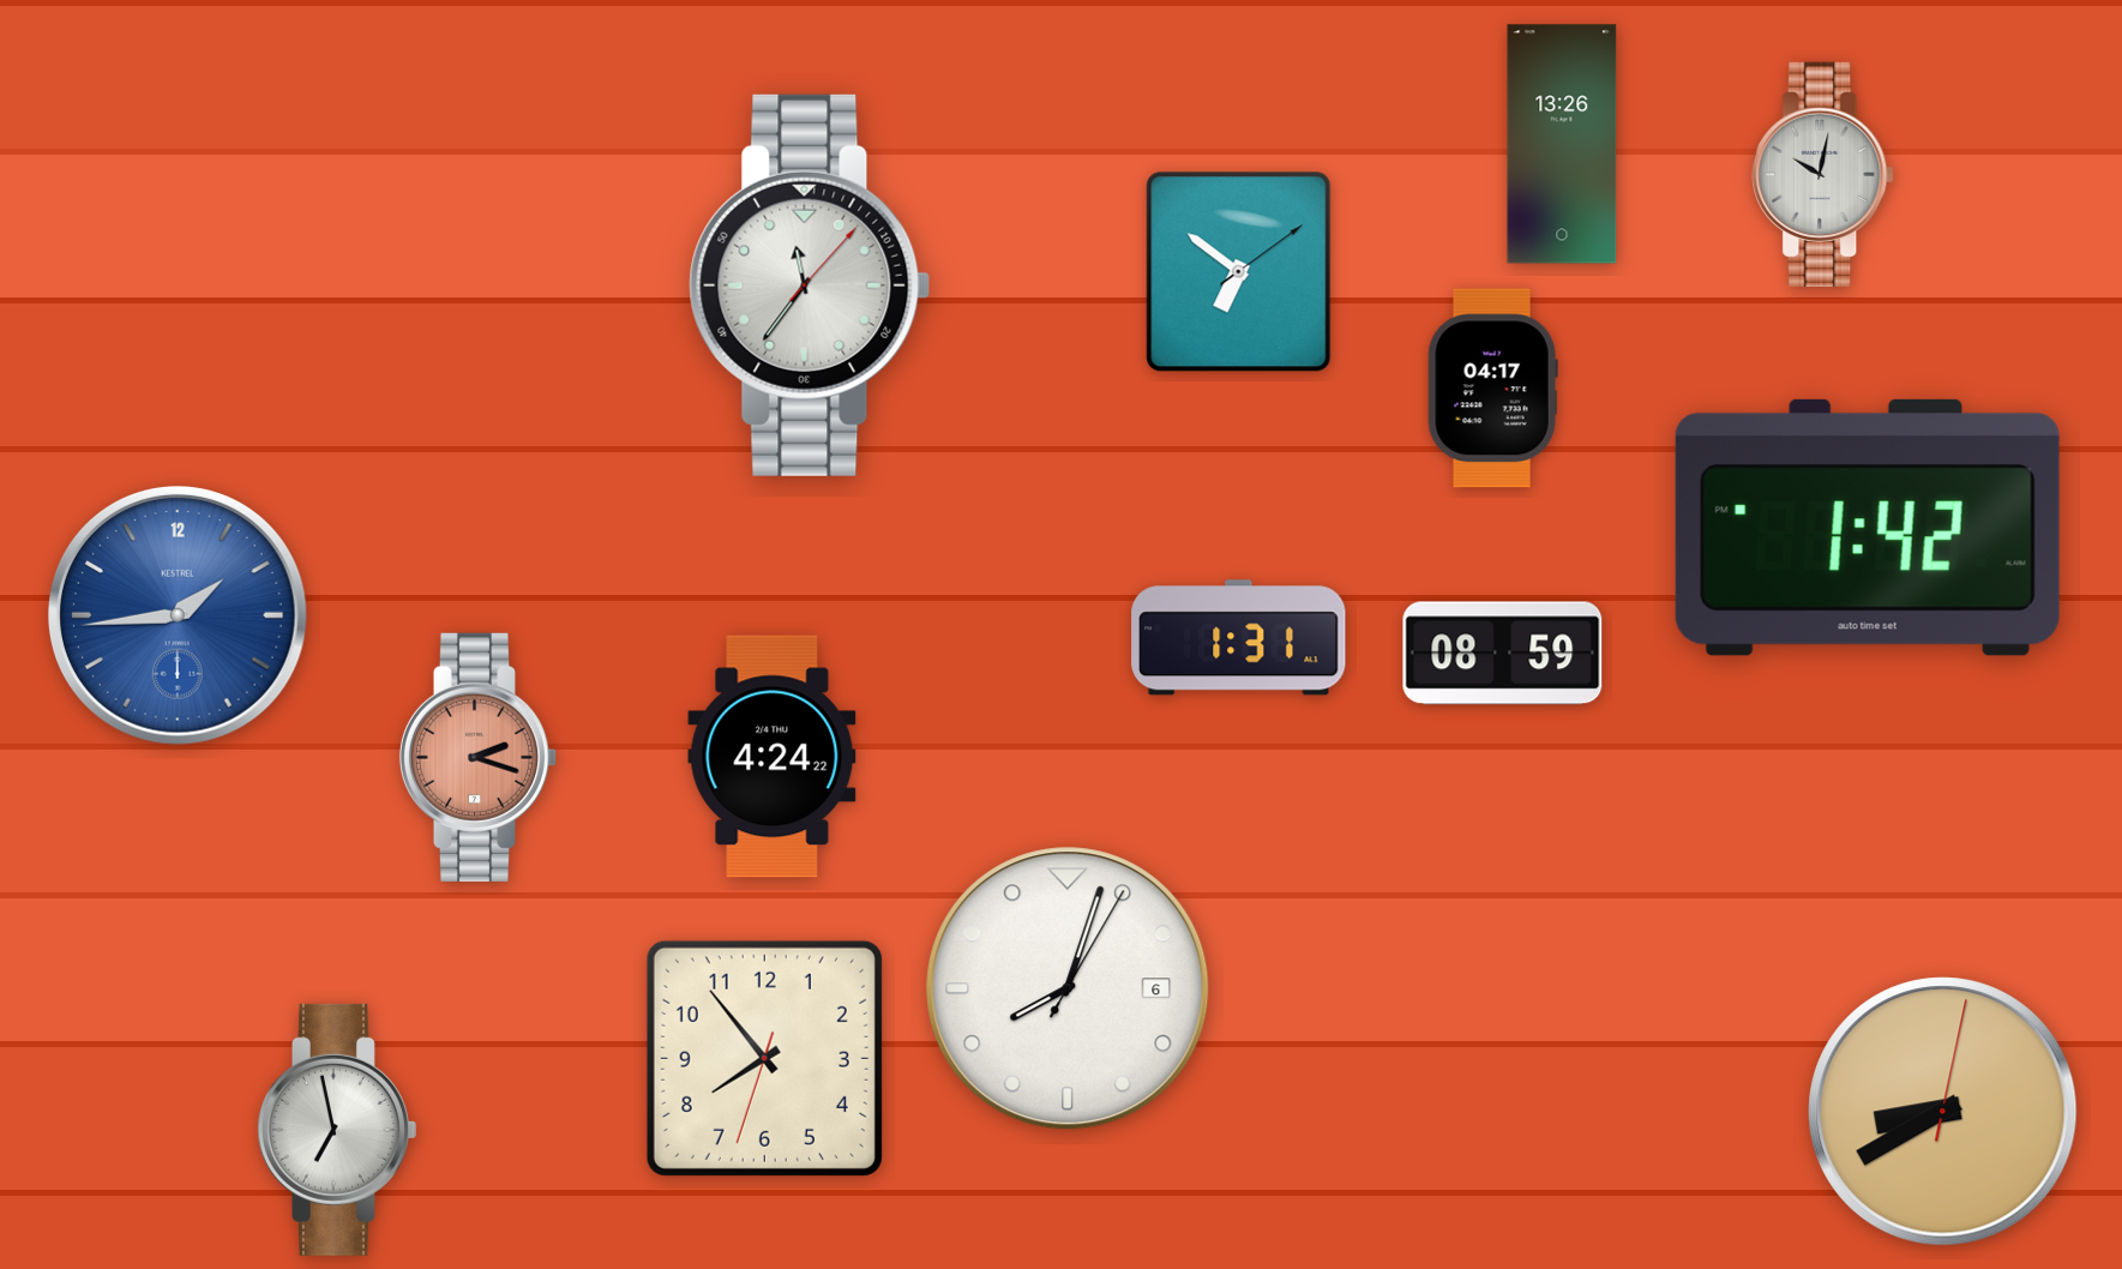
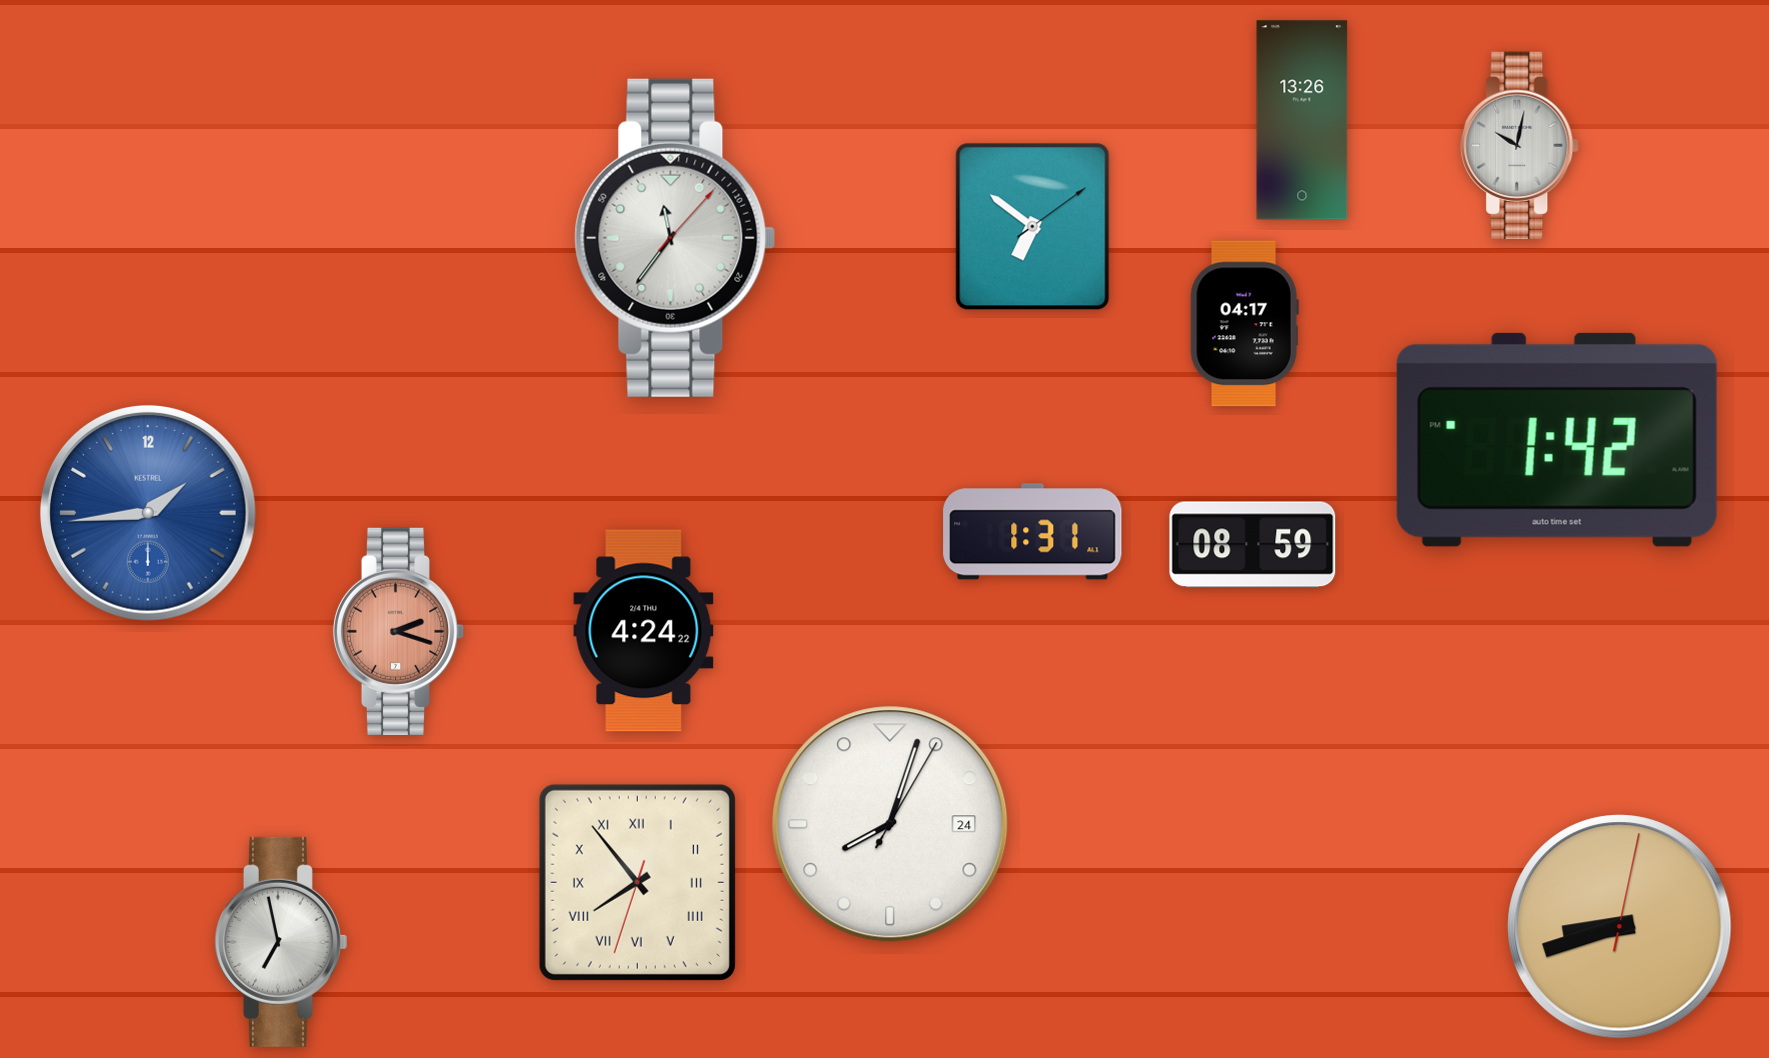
clock at (1068, 988) date: 6 -> 24
clock at (764, 1058) numerals: Arabic -> Roman
clock at (1943, 1112): 8:40 -> 8:42
